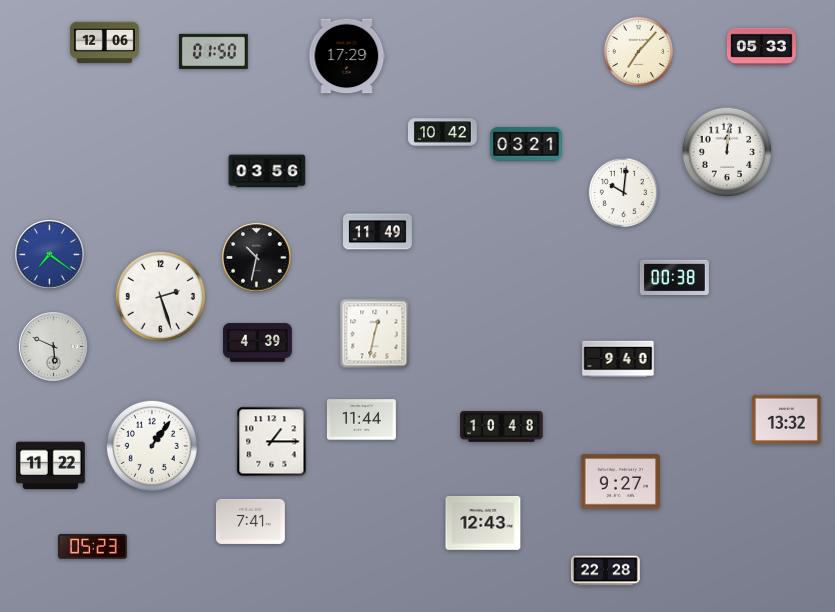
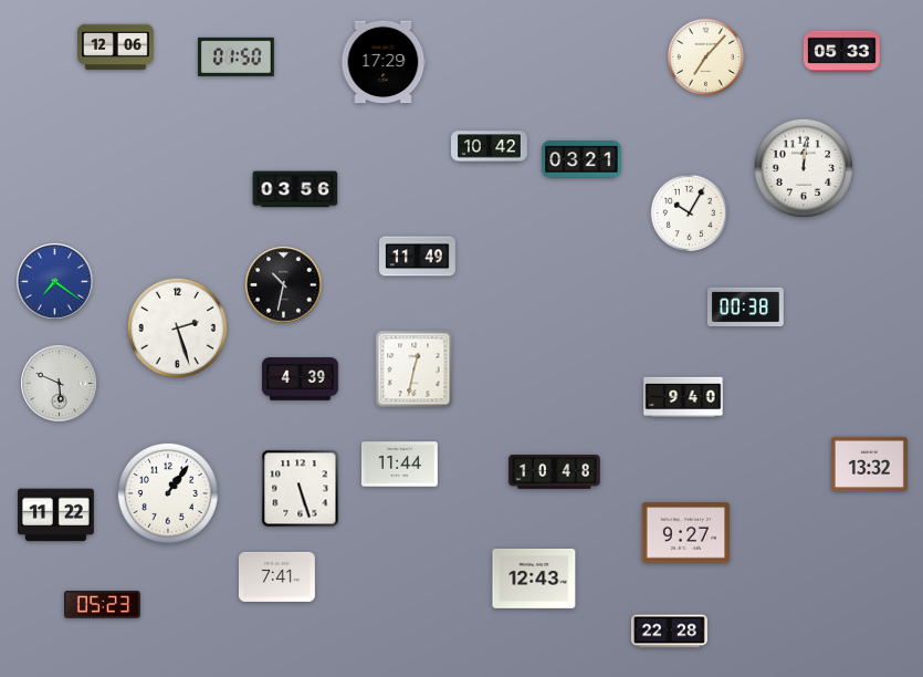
clock at (623, 192): 10:01 -> 10:05
clock at (258, 343) position: (258, 343) -> (301, 379)
clock at (272, 442): 1:15 -> 5:27
